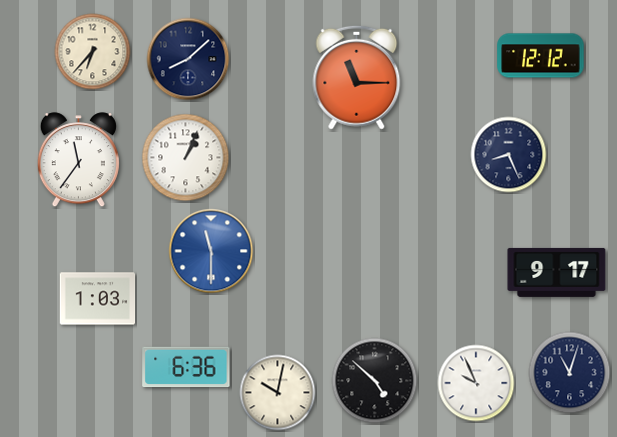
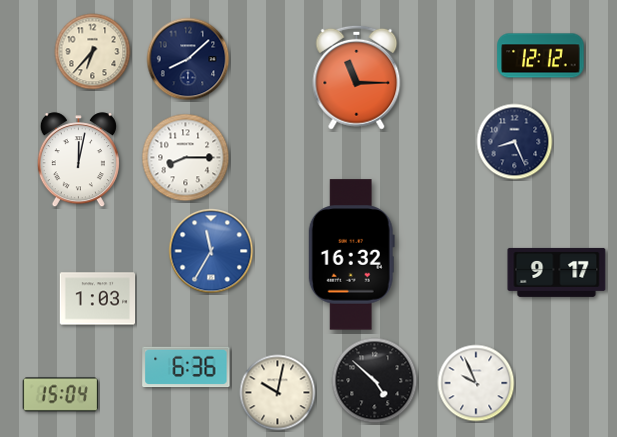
clock at (509, 155) position: (509, 155) -> (515, 142)
clock at (186, 158): 1:04 -> 8:15
clock at (78, 160): 11:36 -> 12:02
clock at (211, 251): 11:30 -> 11:35
clock at (351, 255): none -> 16:32
clock at (570, 373): 11:03 -> none
clock at (61, 395): none -> 15:04
